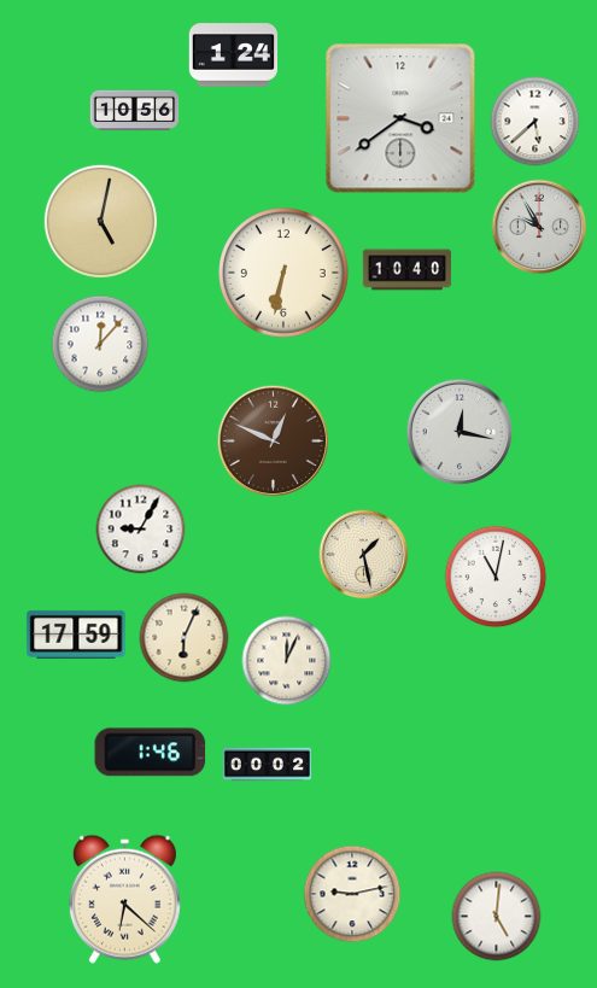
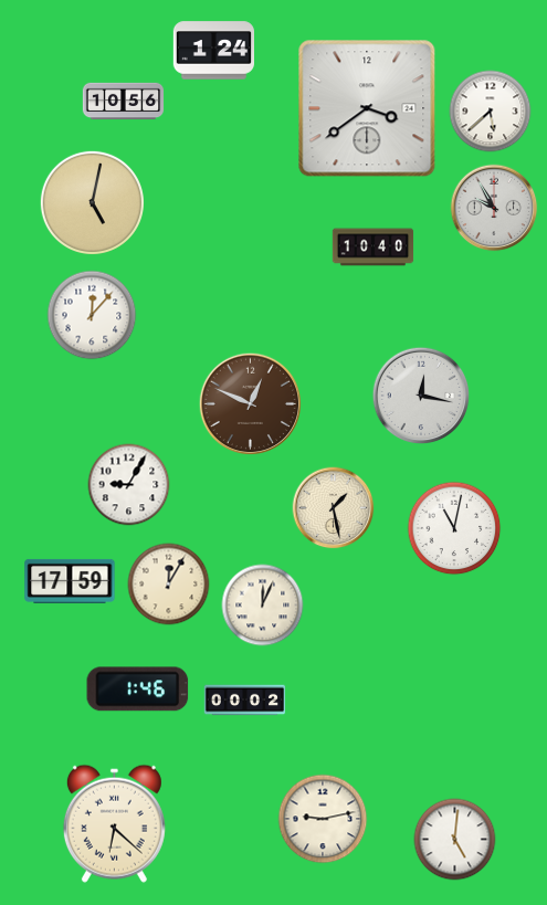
clock at (283, 273): 6:32 -> none
clock at (185, 638): 6:04 -> 12:05
